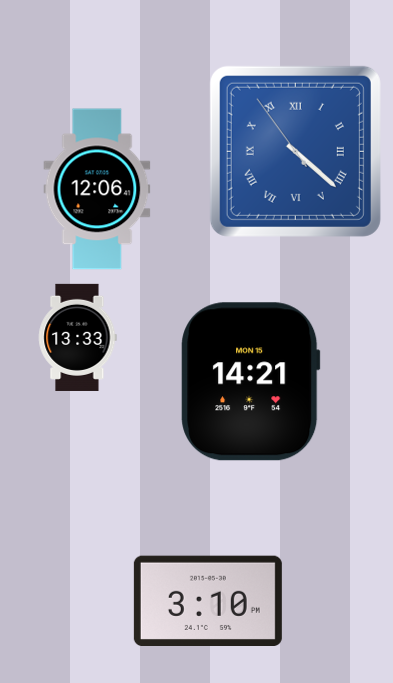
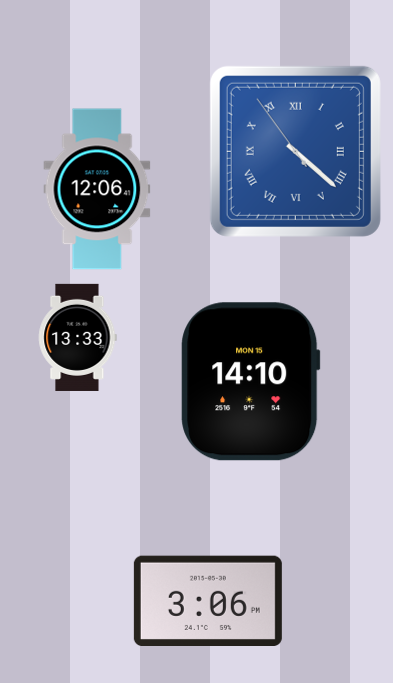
clock at (251, 382): 14:21 -> 14:10
clock at (208, 600): 3:10 -> 3:06
